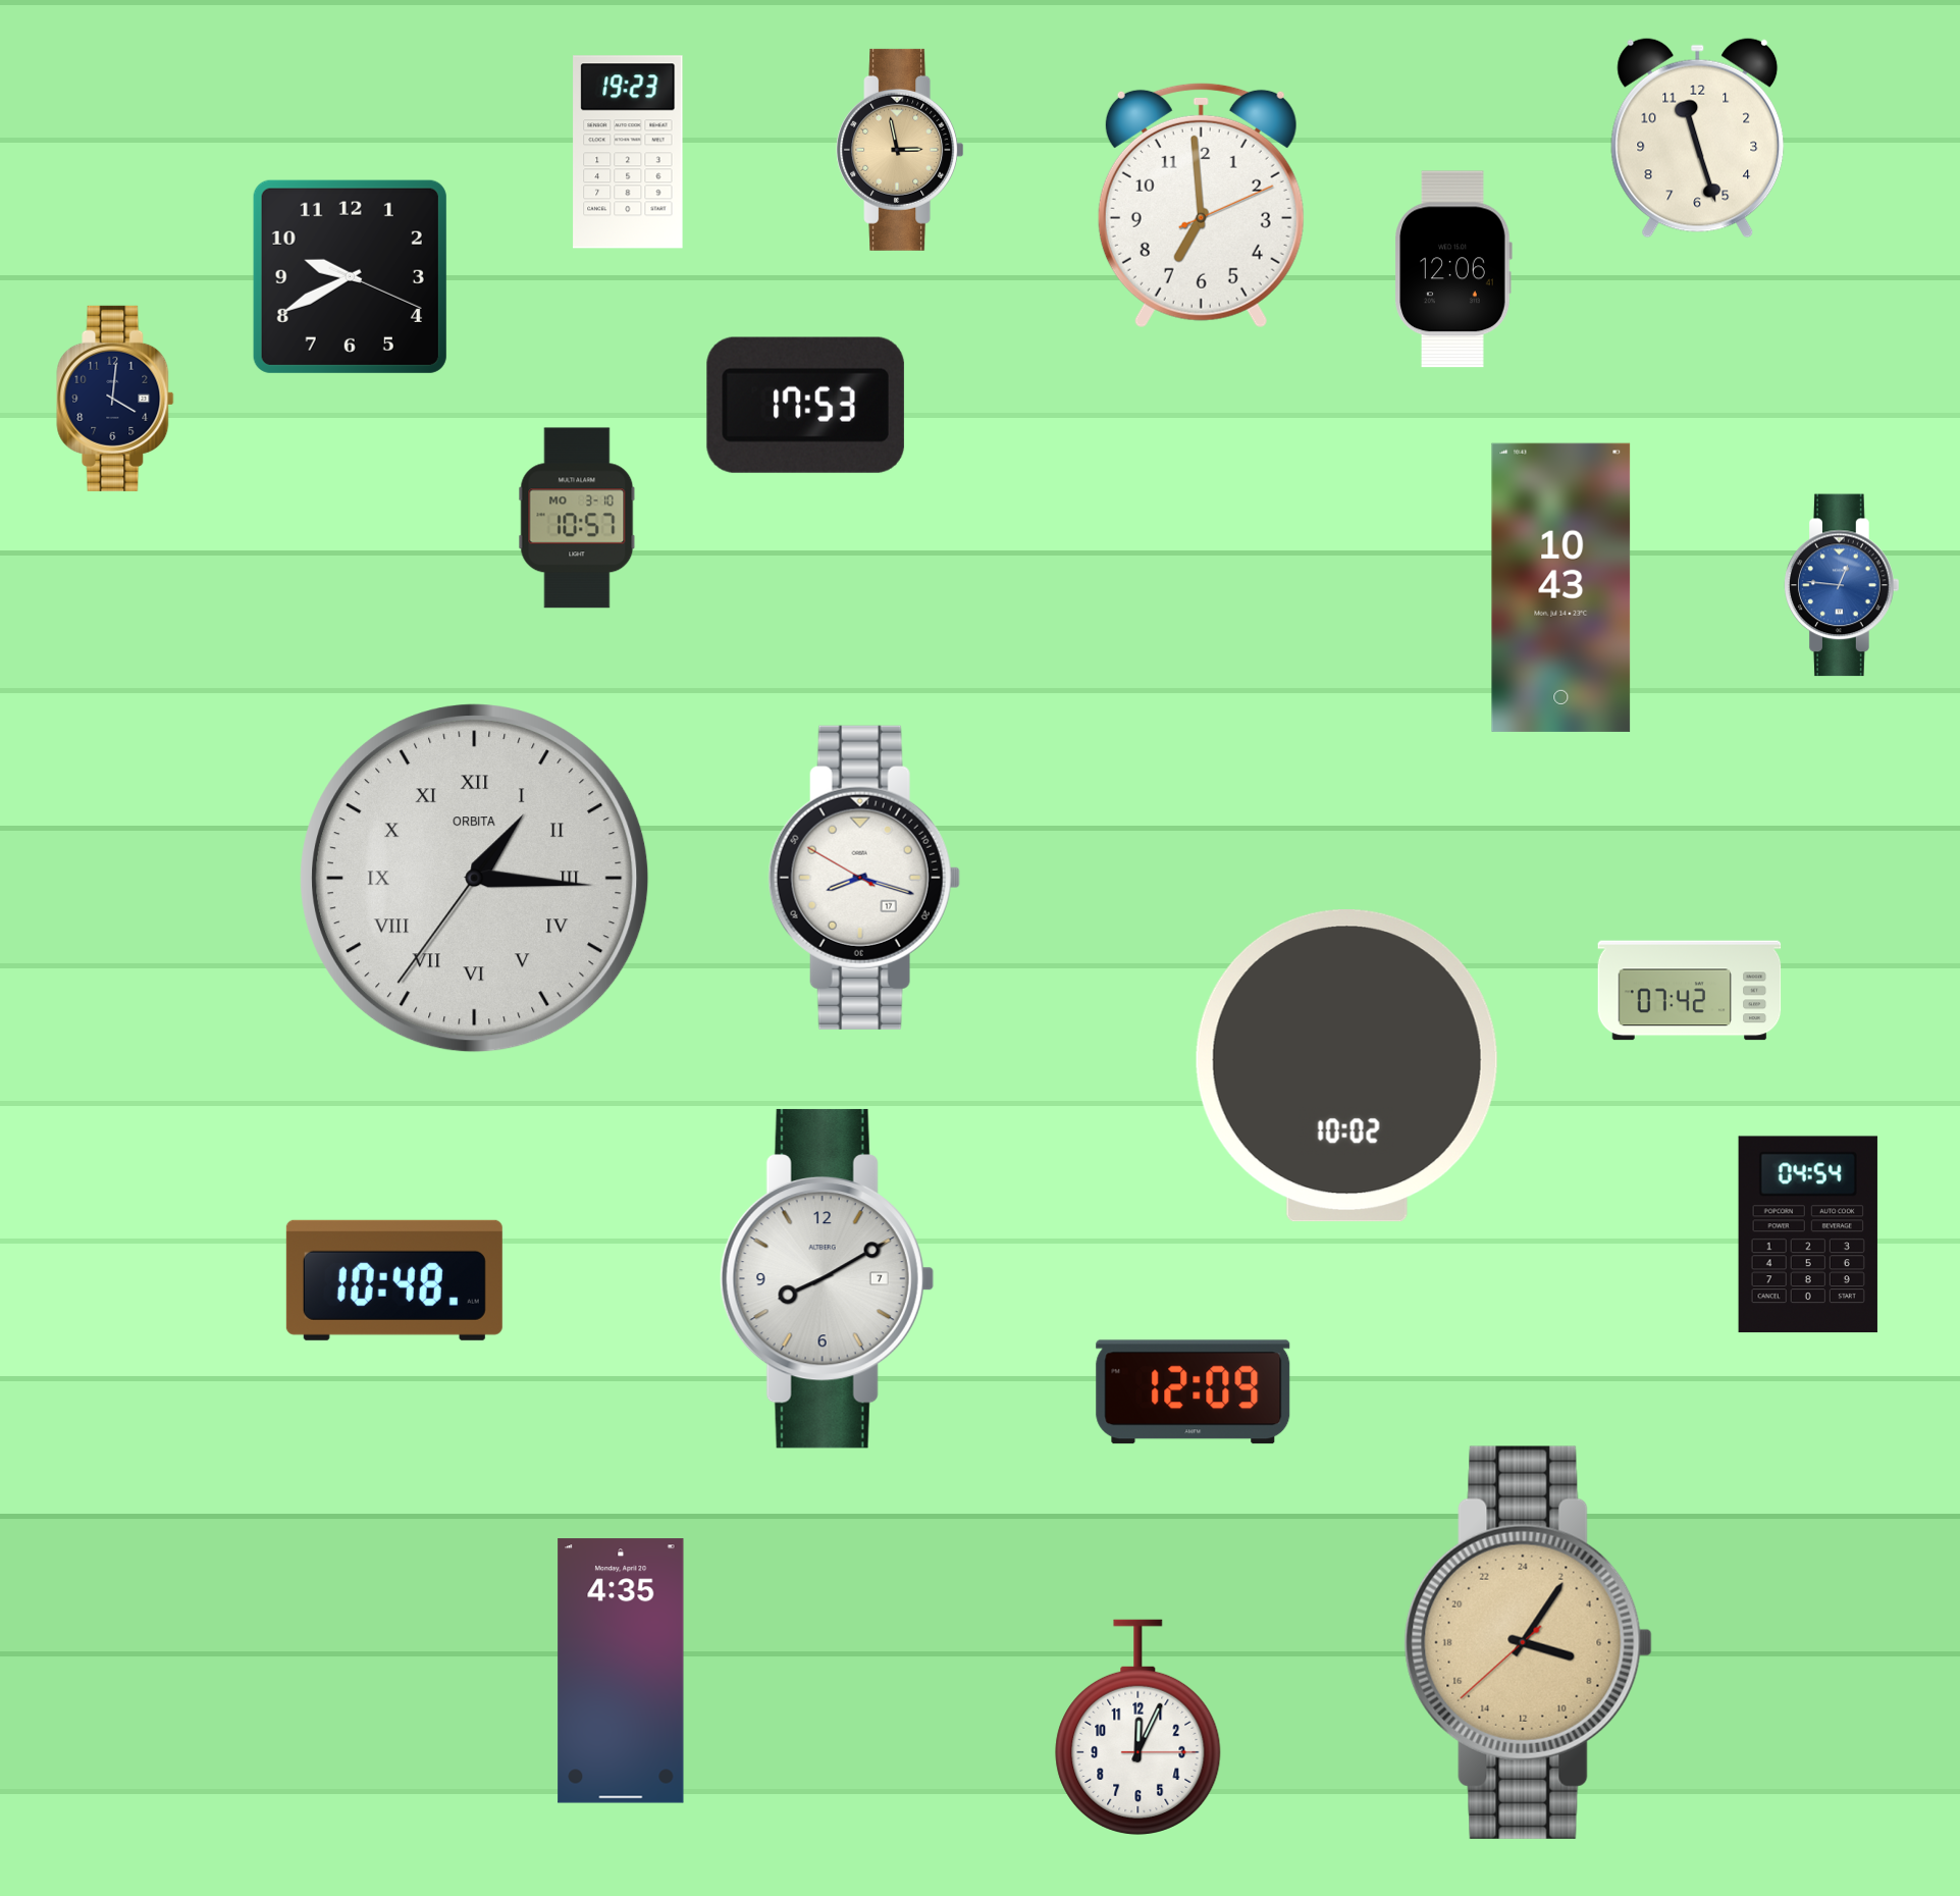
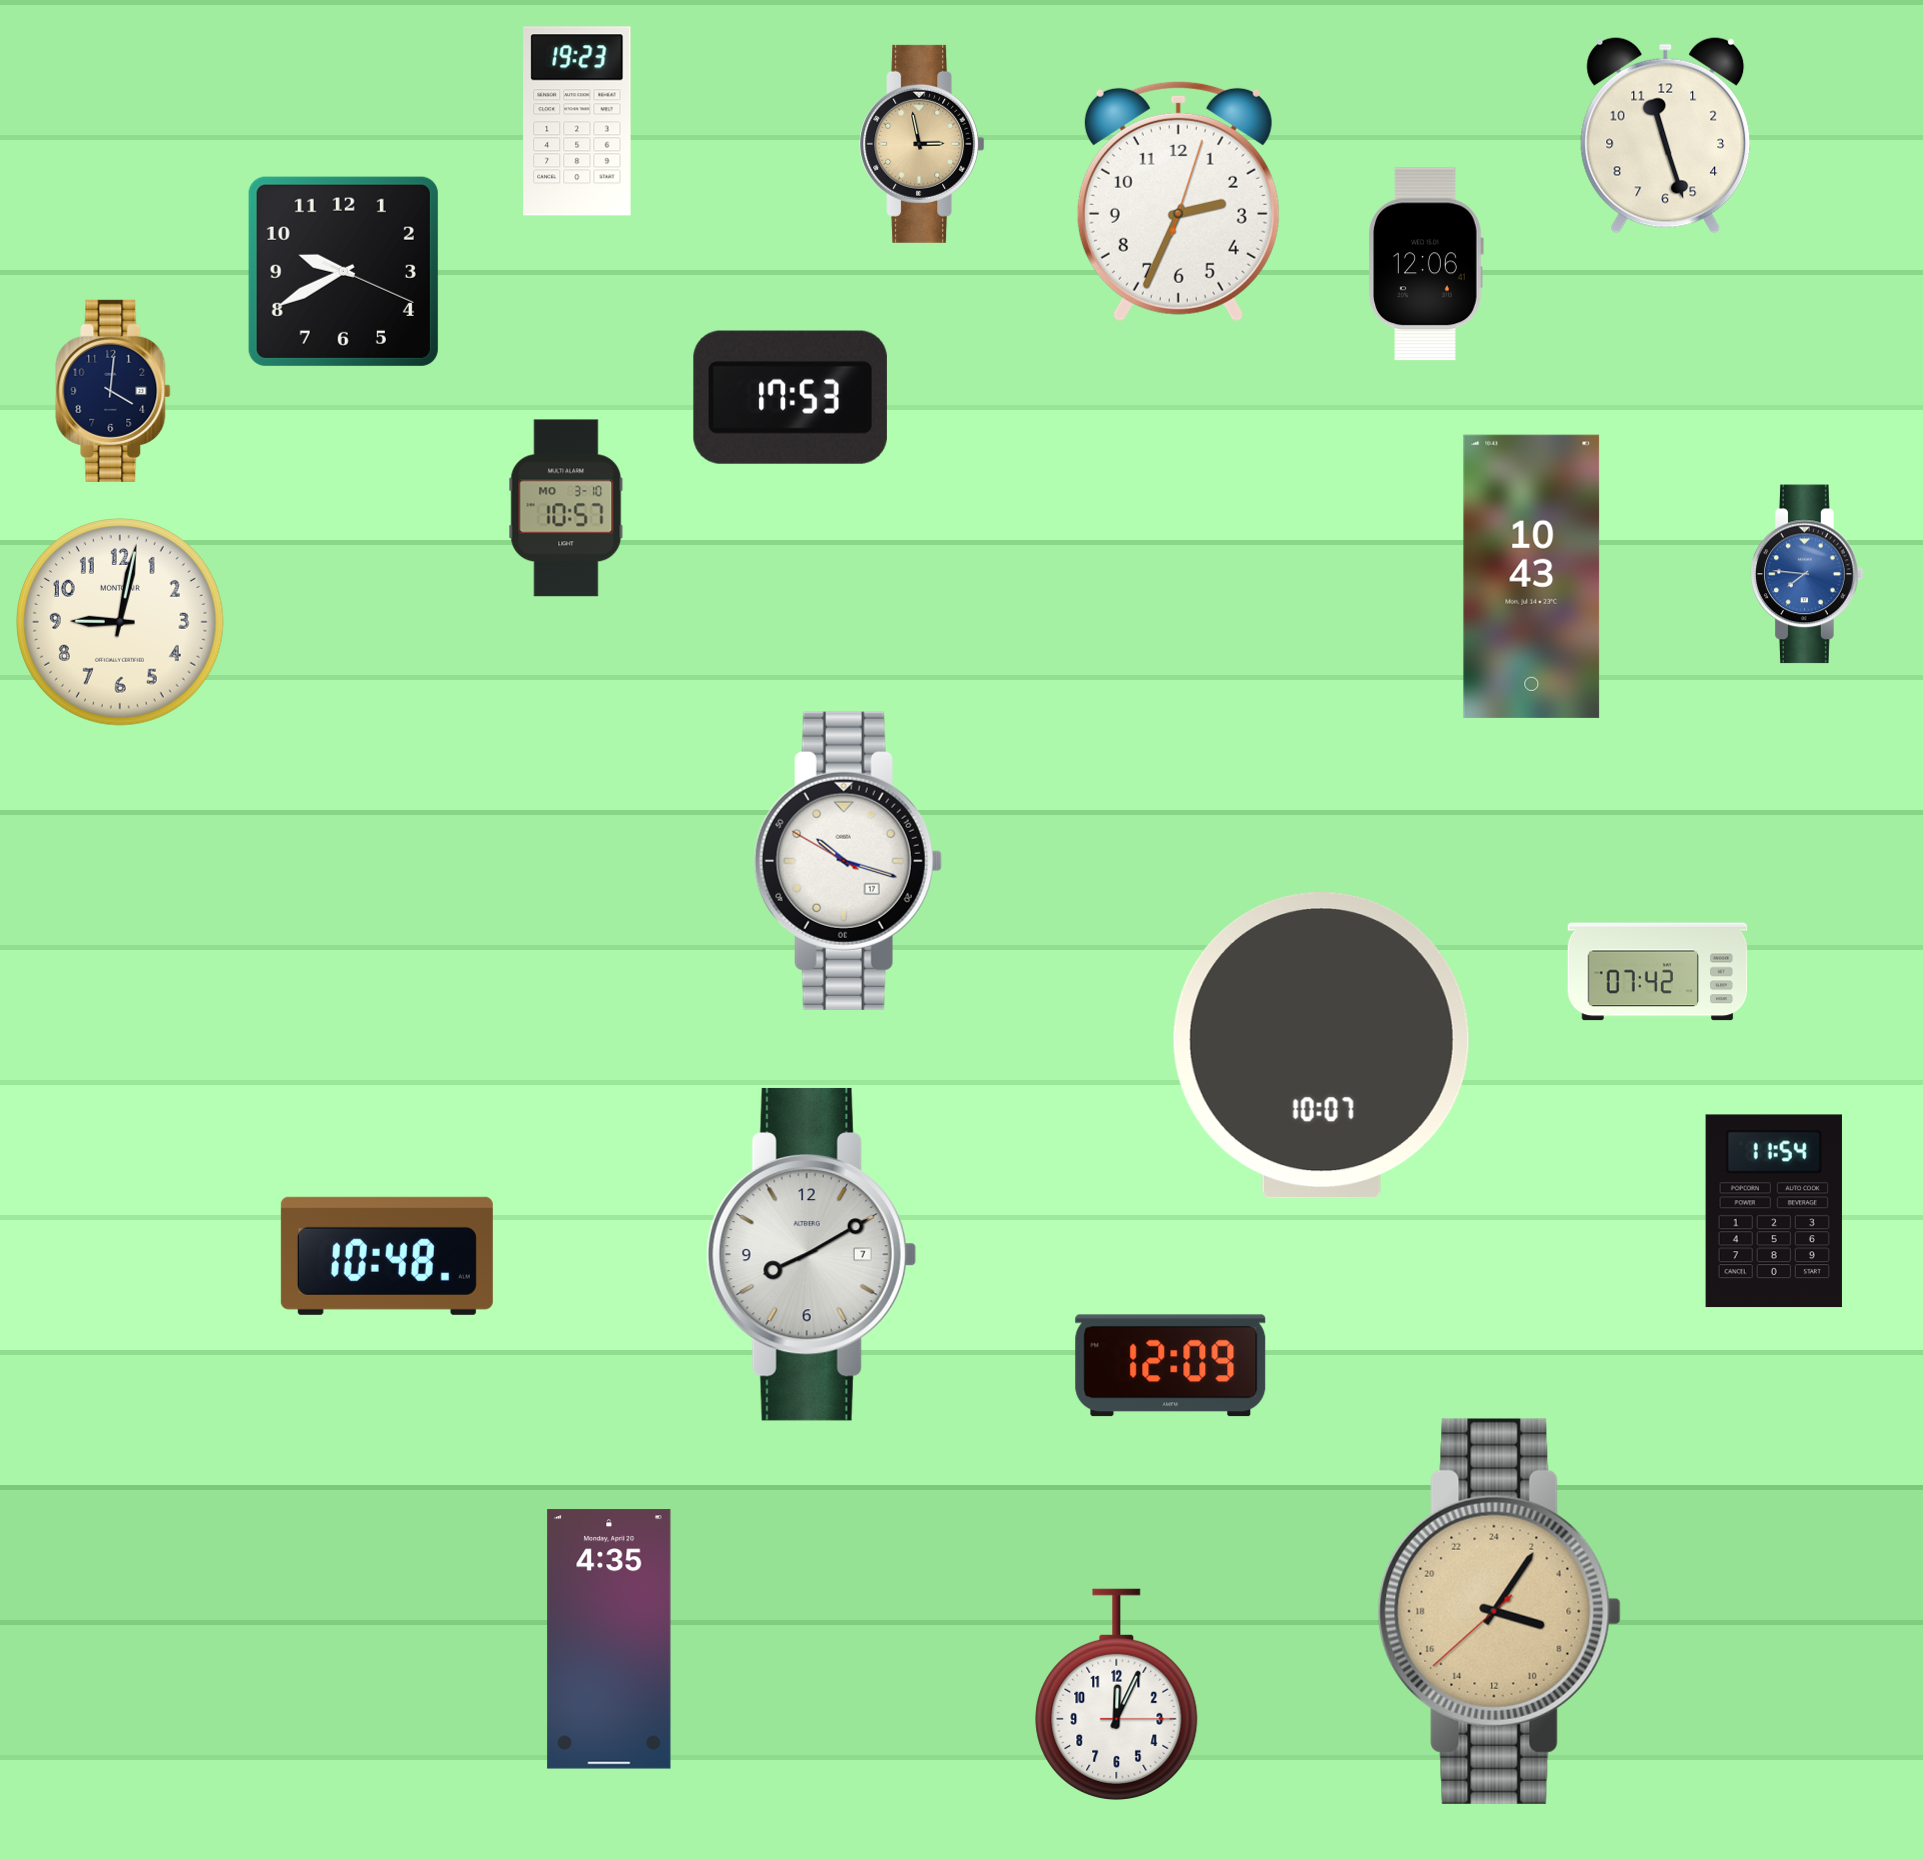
clock at (900, 150) position: (900, 150) -> (922, 144)
clock at (628, 152) position: (628, 152) -> (577, 121)
clock at (1201, 205): 6:59 -> 2:34
clock at (1842, 585): 12:46 -> 7:46
clock at (121, 623): none -> 9:02
clock at (864, 878): 8:17 -> 10:17
clock at (475, 879): 1:15 -> none
clock at (1346, 1066): 10:02 -> 10:07
clock at (1808, 1234): 04:54 -> 11:54
